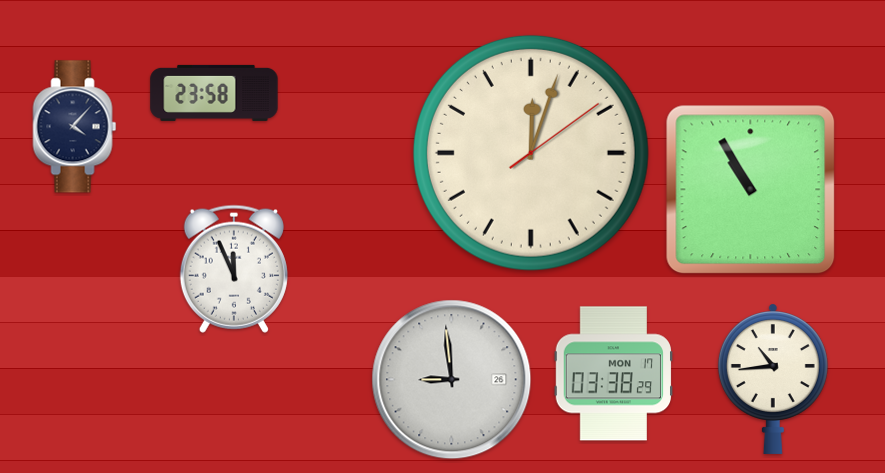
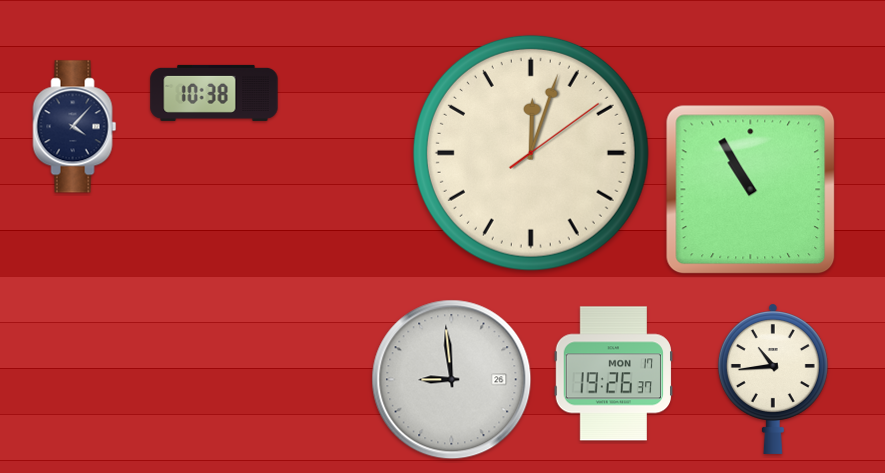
clock at (214, 93): 23:58 -> 10:38
clock at (234, 269): 11:56 -> none
clock at (614, 374): 03:38 -> 19:26
